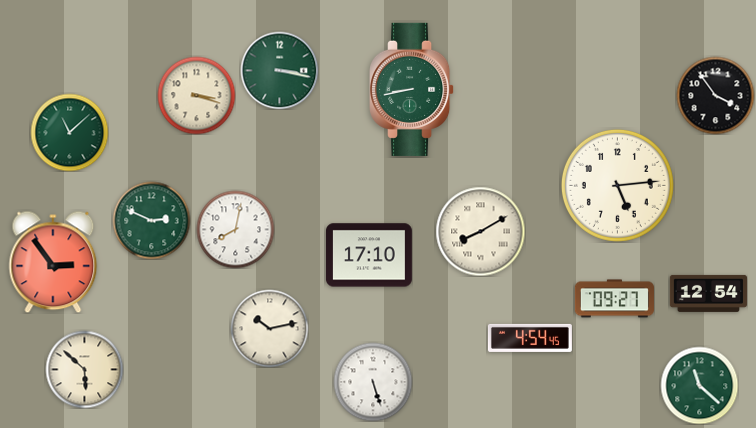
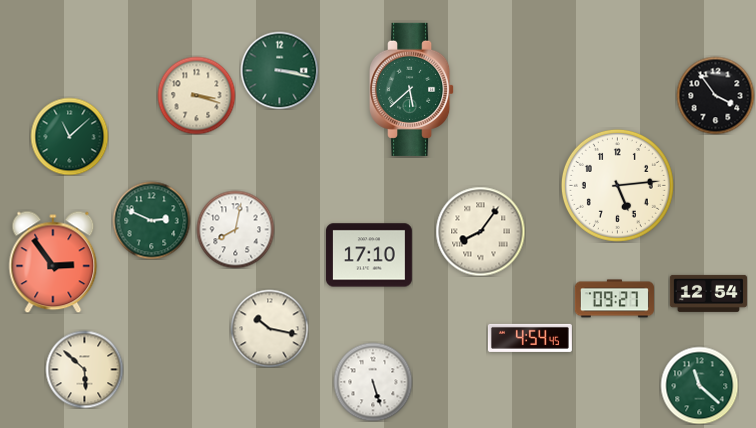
clock at (413, 89): 8:43 -> 5:38
clock at (69, 132) position: (69, 132) -> (69, 136)
clock at (480, 231): 8:10 -> 8:06
clock at (269, 328): 10:13 -> 10:17
